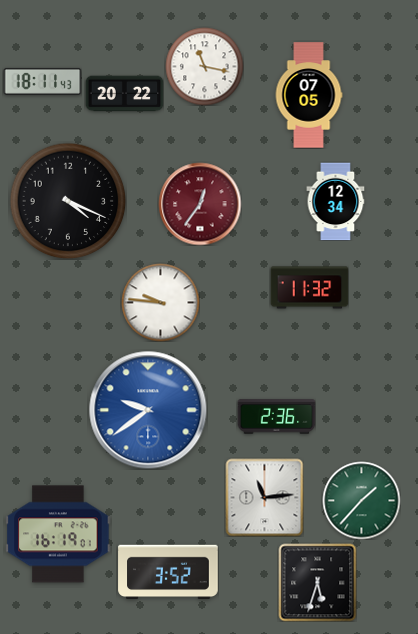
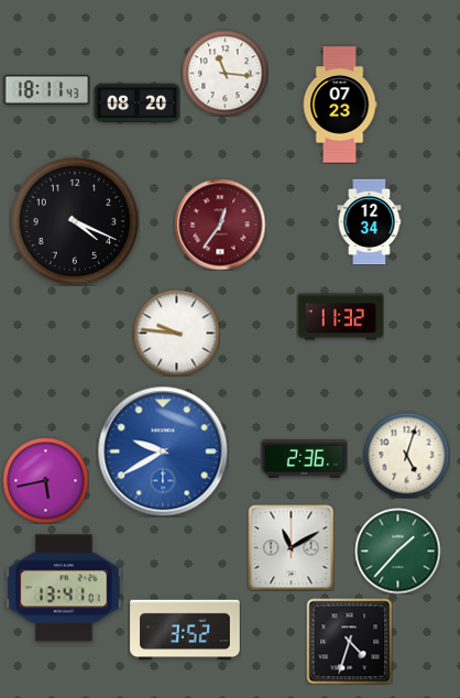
clock at (204, 66): 11:17 -> 11:16
clock at (124, 94): 20:22 -> 08:20
clock at (309, 95): 07:05 -> 07:23
clock at (148, 410): 9:39 -> 9:40
clock at (406, 455): none -> 5:03
clock at (45, 480): none -> 5:43
clock at (264, 497): 11:14 -> 11:10
clock at (58, 534): 16:19 -> 13:41
clock at (317, 582): 5:33 -> 4:33
